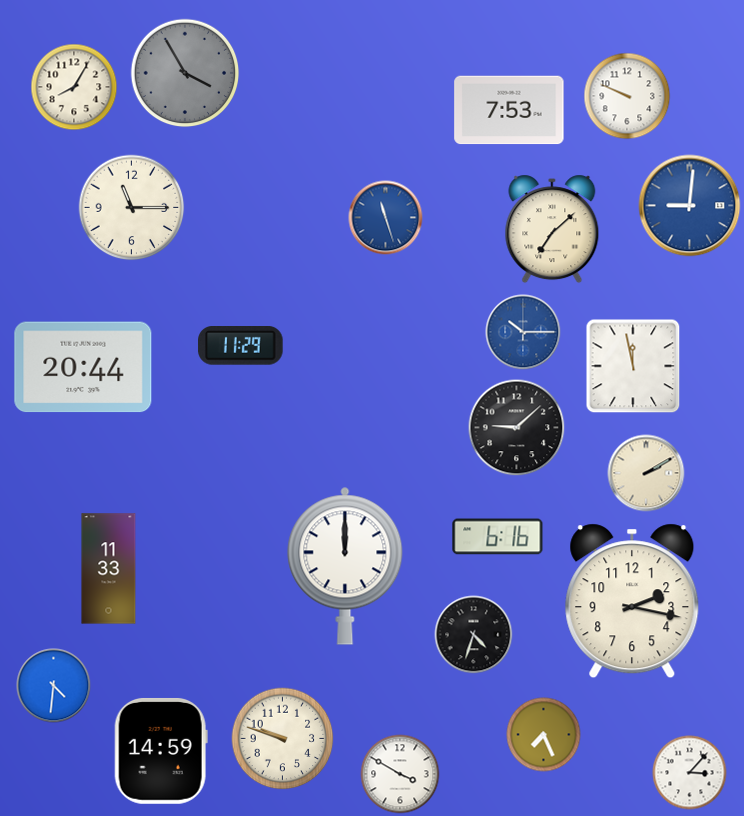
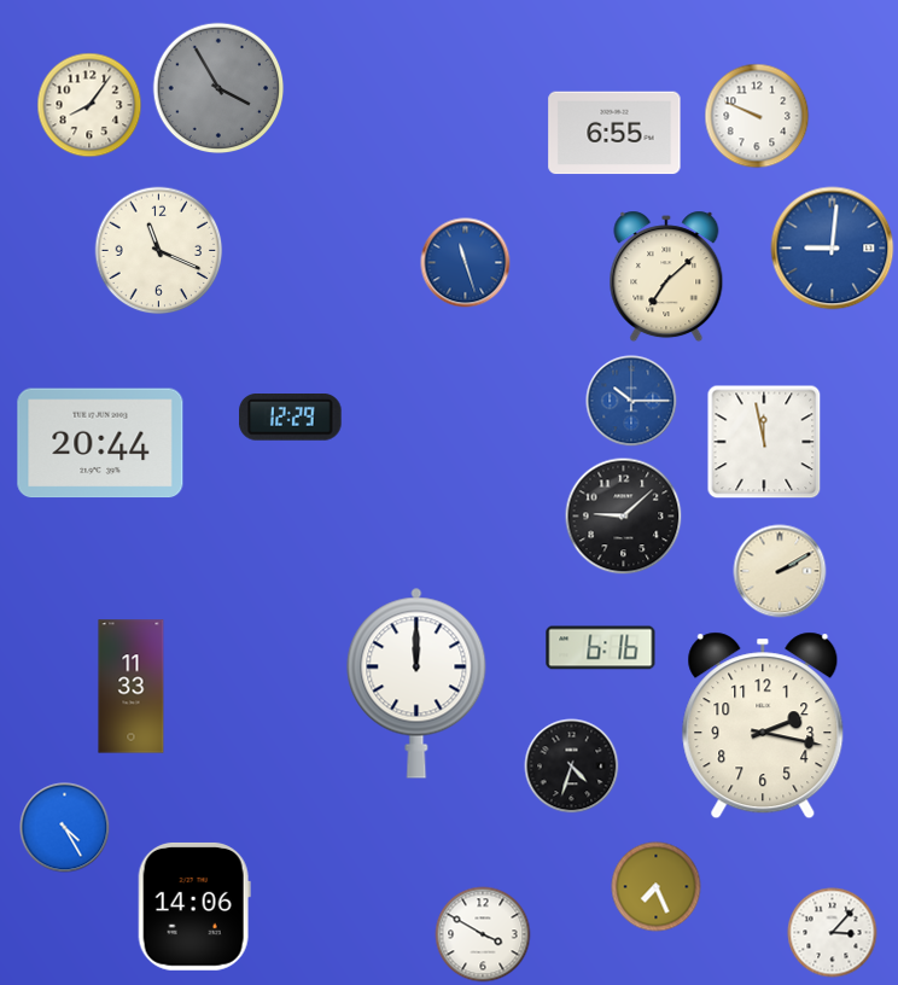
clock at (185, 73) position: (185, 73) -> (218, 88)
clock at (74, 87): 8:05 -> 8:06
clock at (509, 110): 7:53 -> 6:55
clock at (132, 208): 11:15 -> 11:19
clock at (241, 346): 11:29 -> 12:29
clock at (54, 686): 4:31 -> 4:25
clock at (283, 739): 9:48 -> none
clock at (161, 751): 14:59 -> 14:06
